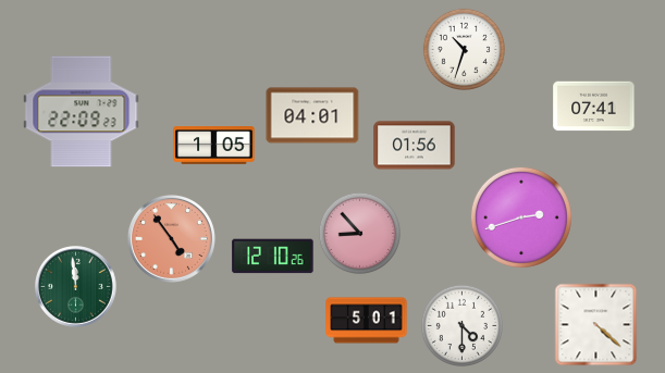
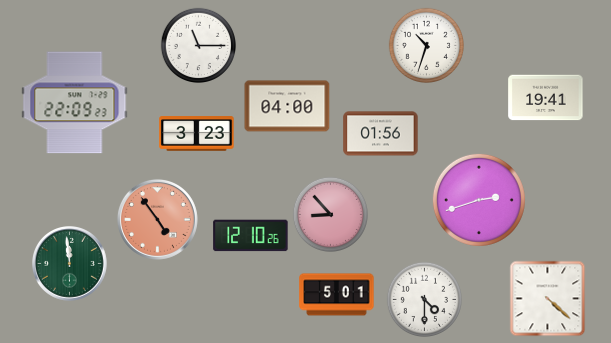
clock at (198, 45): none -> 11:15
clock at (594, 107): 07:41 -> 19:41
clock at (312, 115): 04:01 -> 04:00
clock at (214, 146): 1:05 -> 3:23
